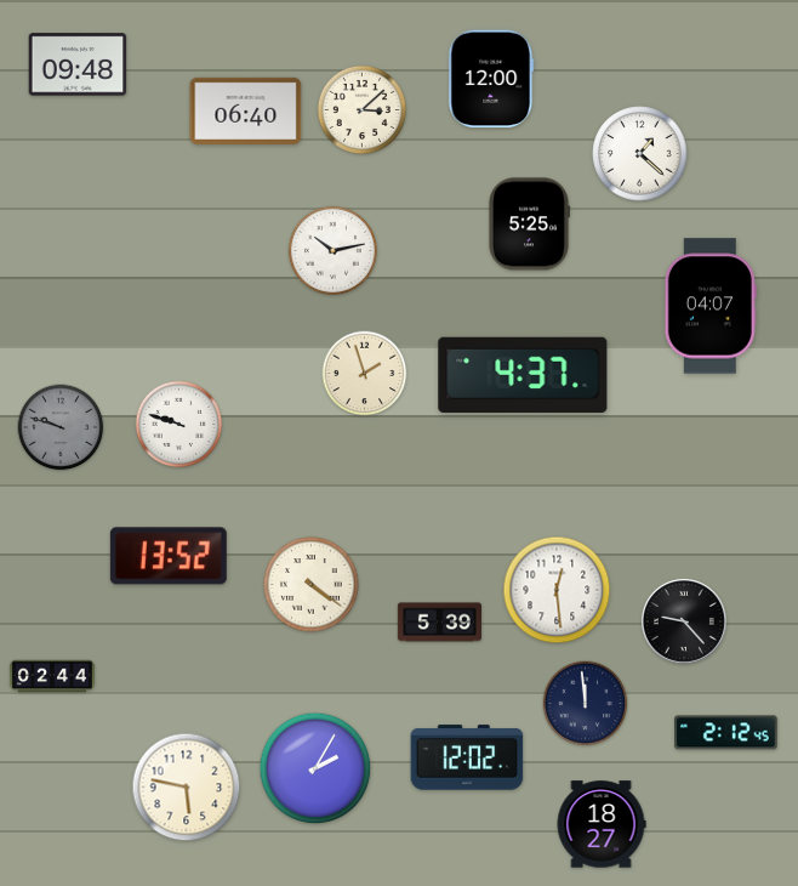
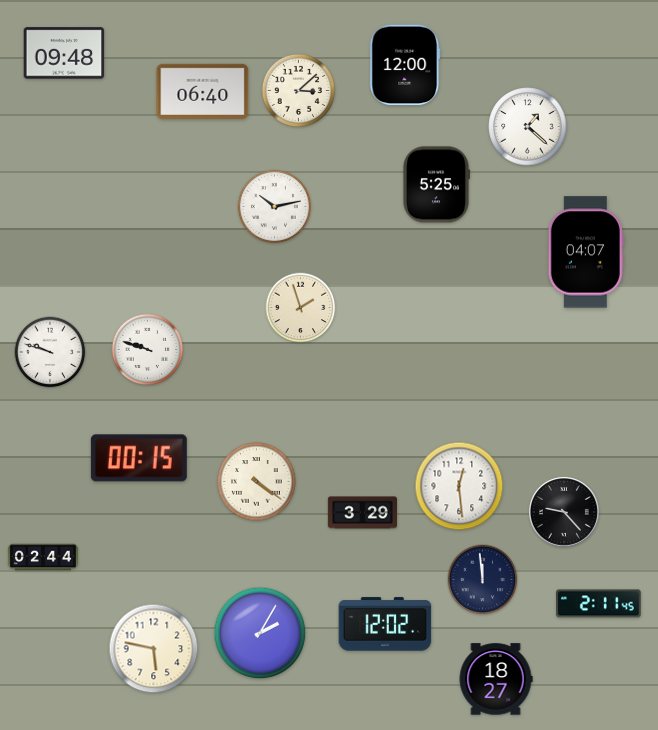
clock at (523, 375): 4:37 -> none
clock at (61, 427) dial: grey -> white
clock at (169, 556): 13:52 -> 00:15
clock at (439, 623): 5:39 -> 3:29
clock at (726, 733): 2:12 -> 2:11
